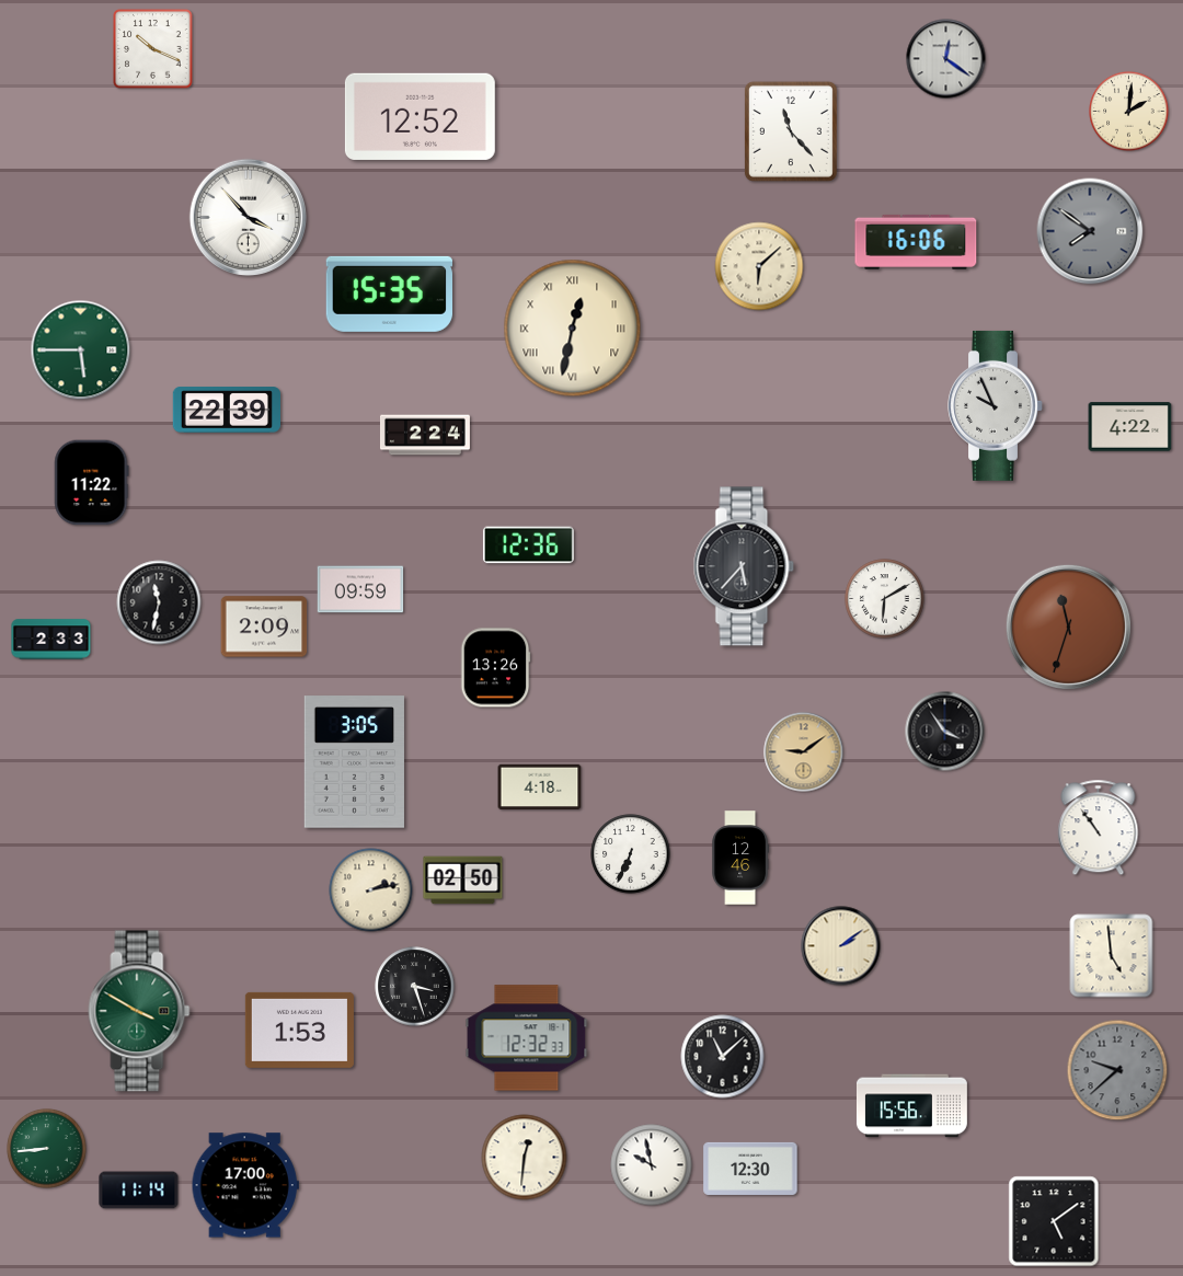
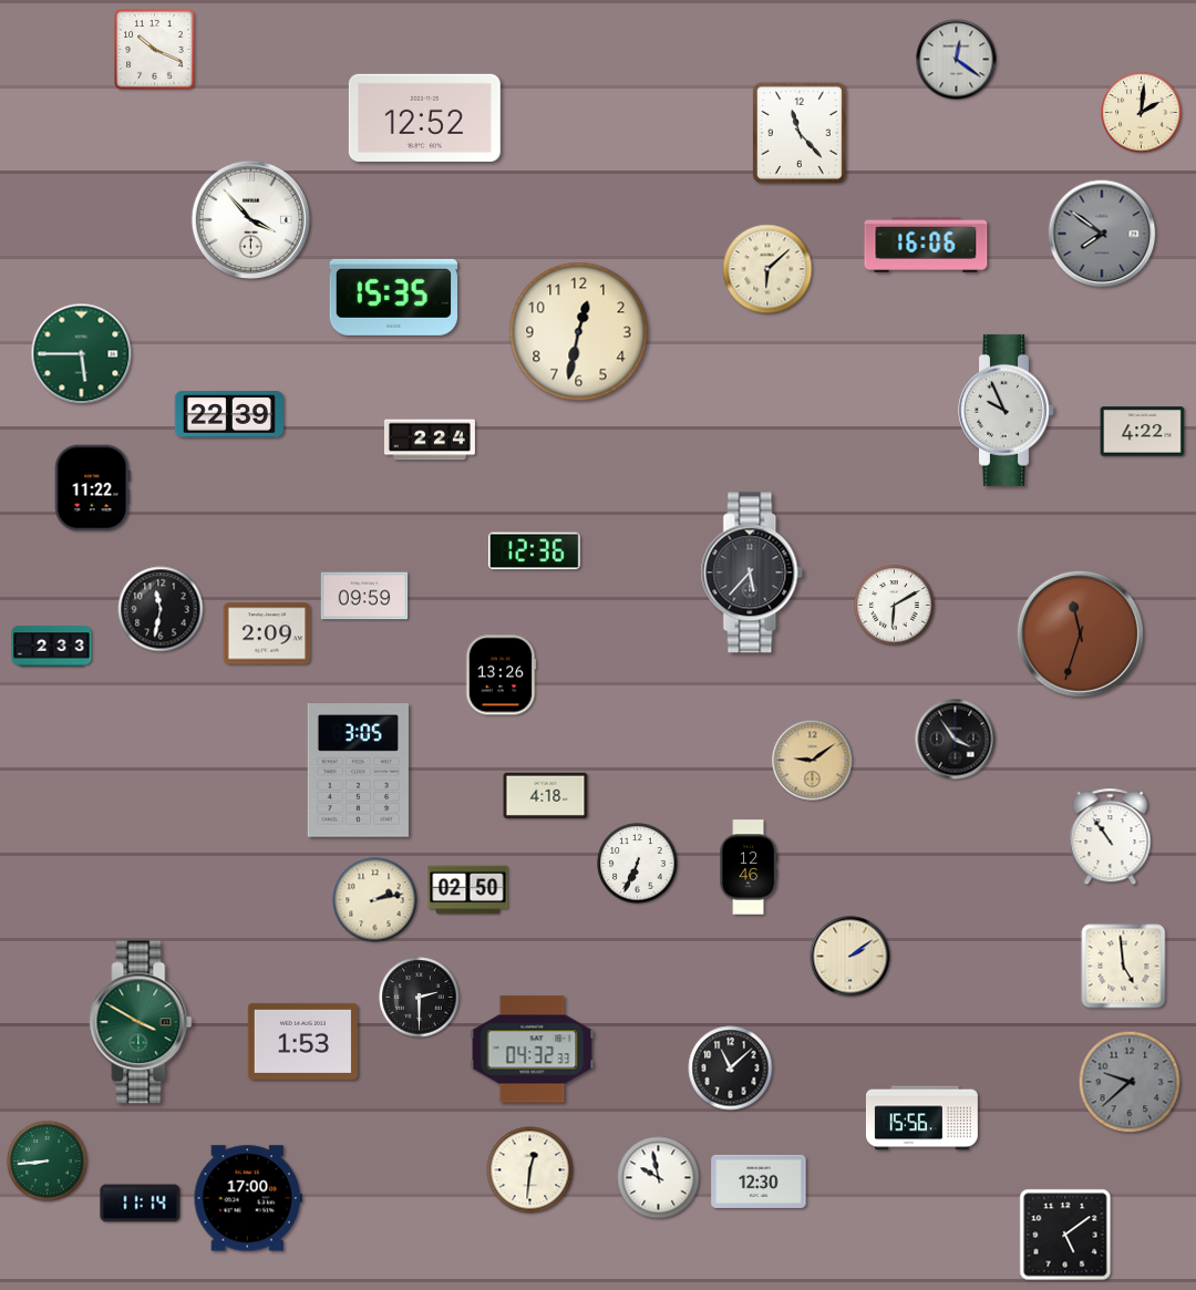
clock at (573, 329) numerals: Roman -> Arabic
clock at (415, 987): 3:27 -> 2:30
clock at (527, 1038): 12:32 -> 04:32
